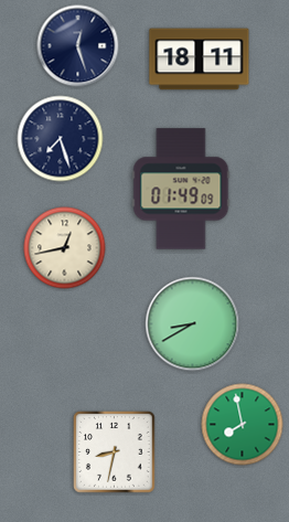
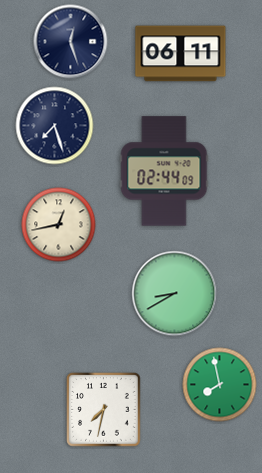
clock at (200, 60): 18:11 -> 06:11
clock at (181, 189): 01:49 -> 02:44
clock at (115, 452): 8:32 -> 7:32
